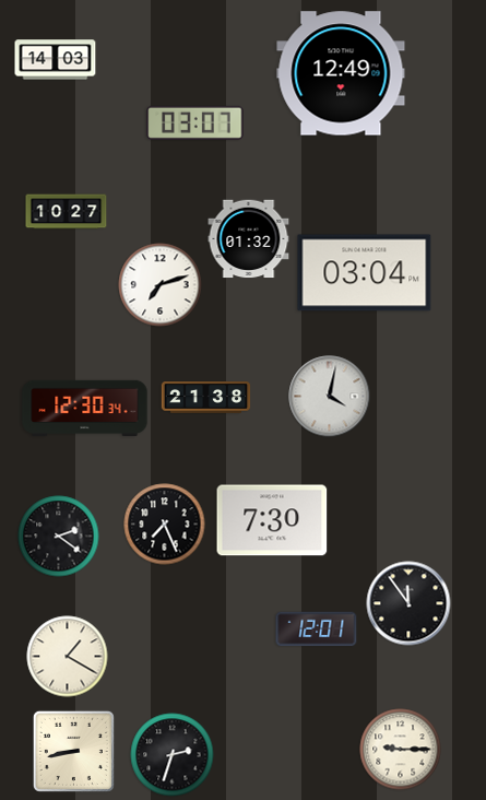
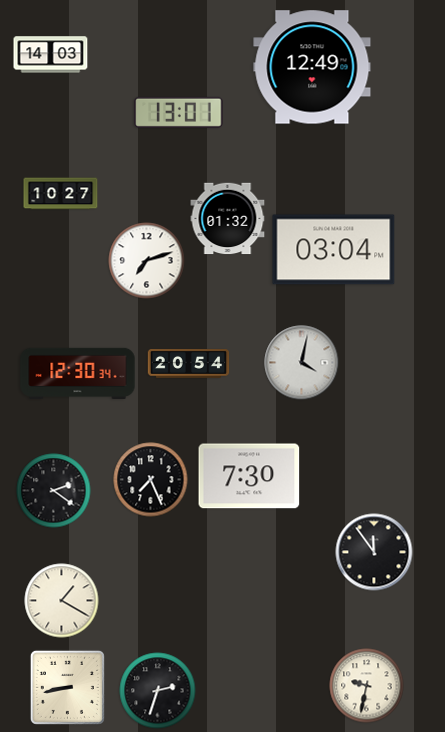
clock at (195, 122): 03:07 -> 13:01
clock at (206, 398): 21:38 -> 20:54
clock at (317, 630): 12:01 -> none
clock at (401, 750): 9:15 -> 9:32
